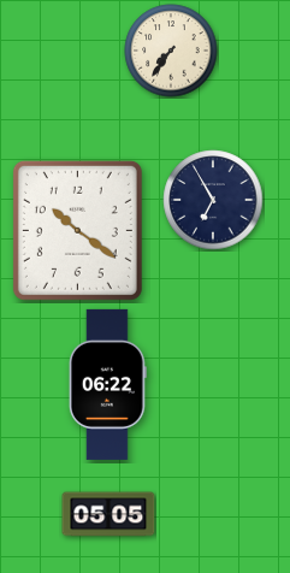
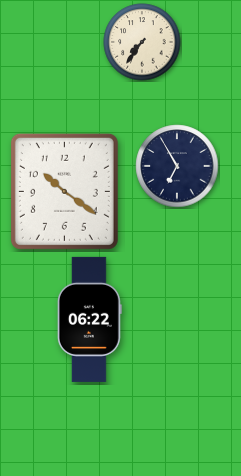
clock at (108, 514): 05:05 -> none
